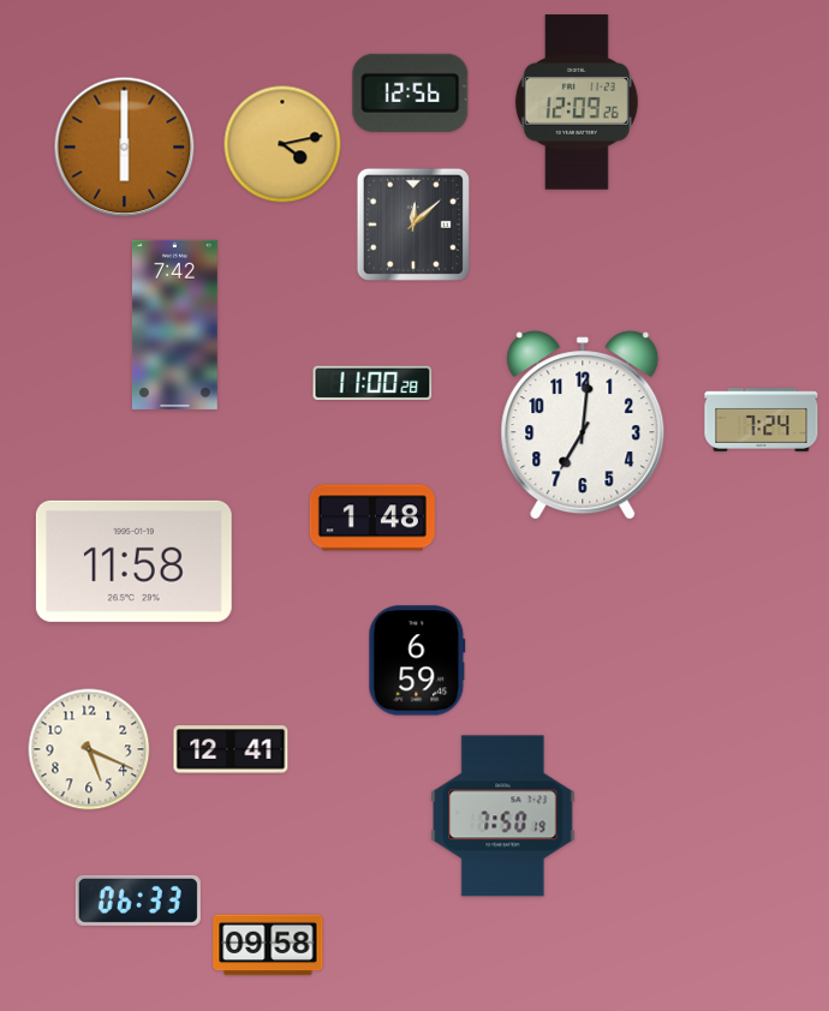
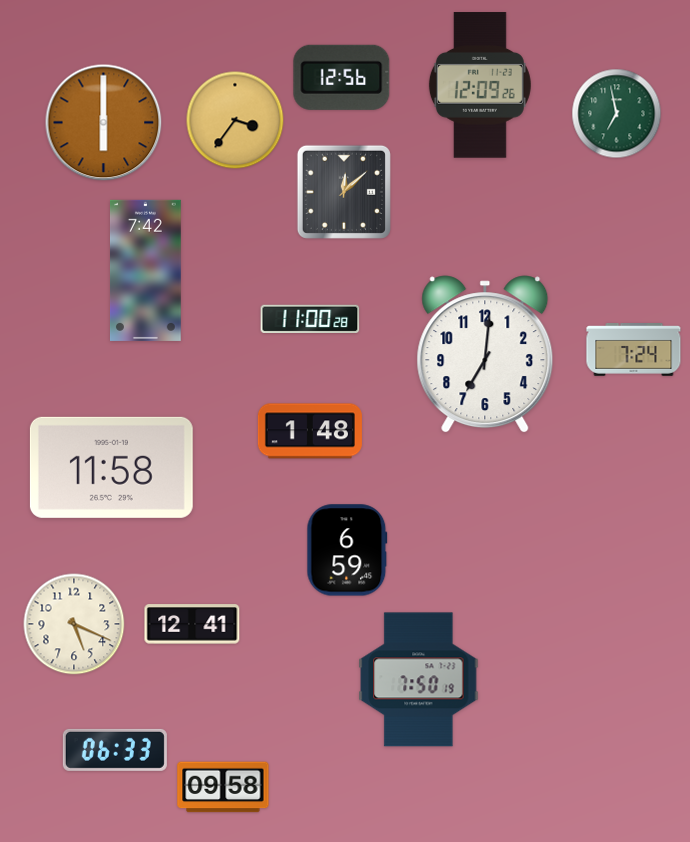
clock at (617, 114): none -> 6:58
clock at (282, 144): 4:13 -> 3:36
clock at (413, 225) position: (413, 225) -> (344, 192)
